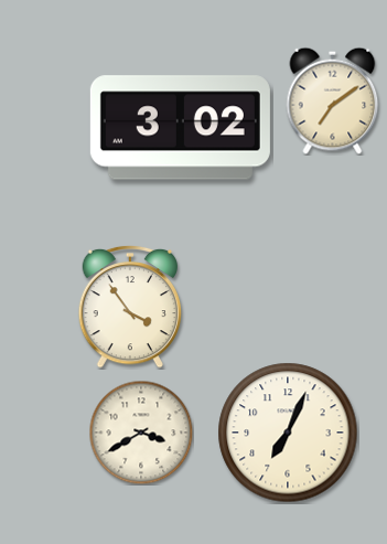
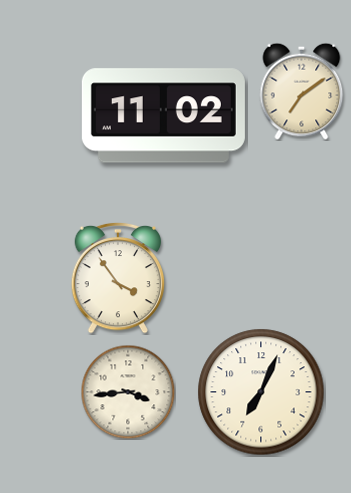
clock at (180, 128): 3:02 -> 11:02
clock at (141, 433): 3:40 -> 3:44
